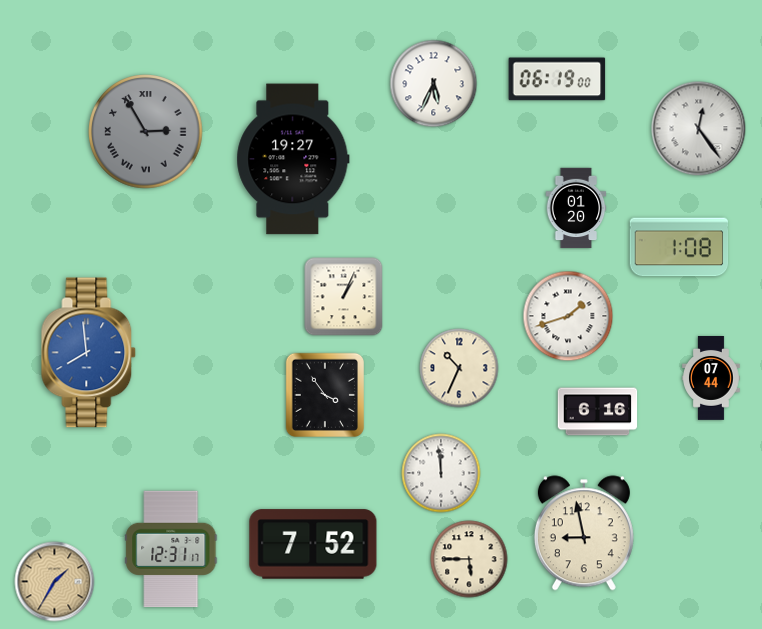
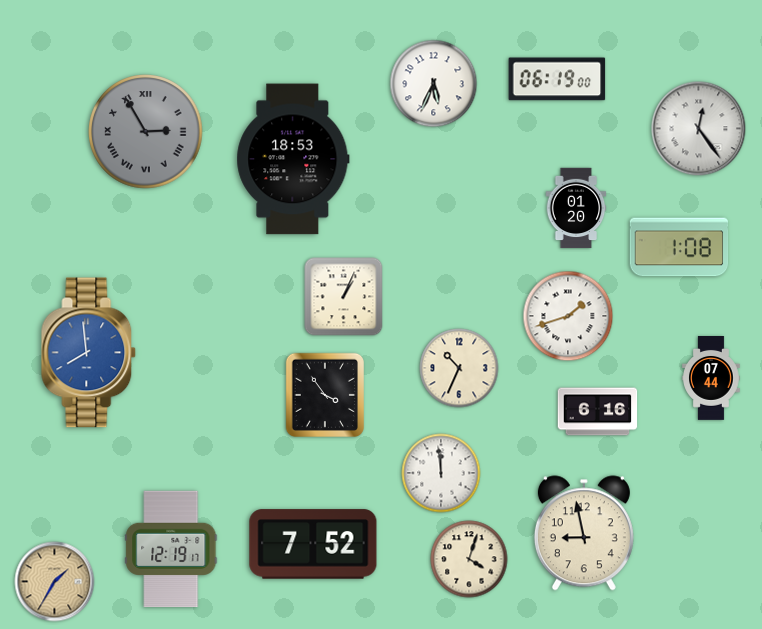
clock at (293, 159): 19:27 -> 18:53
clock at (171, 549): 12:31 -> 12:19
clock at (469, 559): 5:45 -> 4:03
